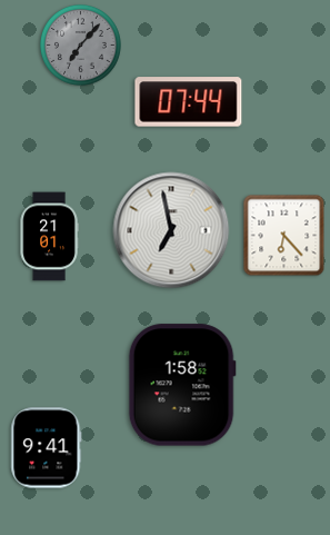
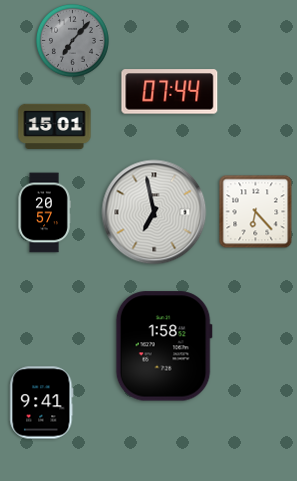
clock at (55, 127): none -> 15:01
clock at (171, 230) position: (171, 230) -> (154, 212)
clock at (49, 237): 21:01 -> 20:57
